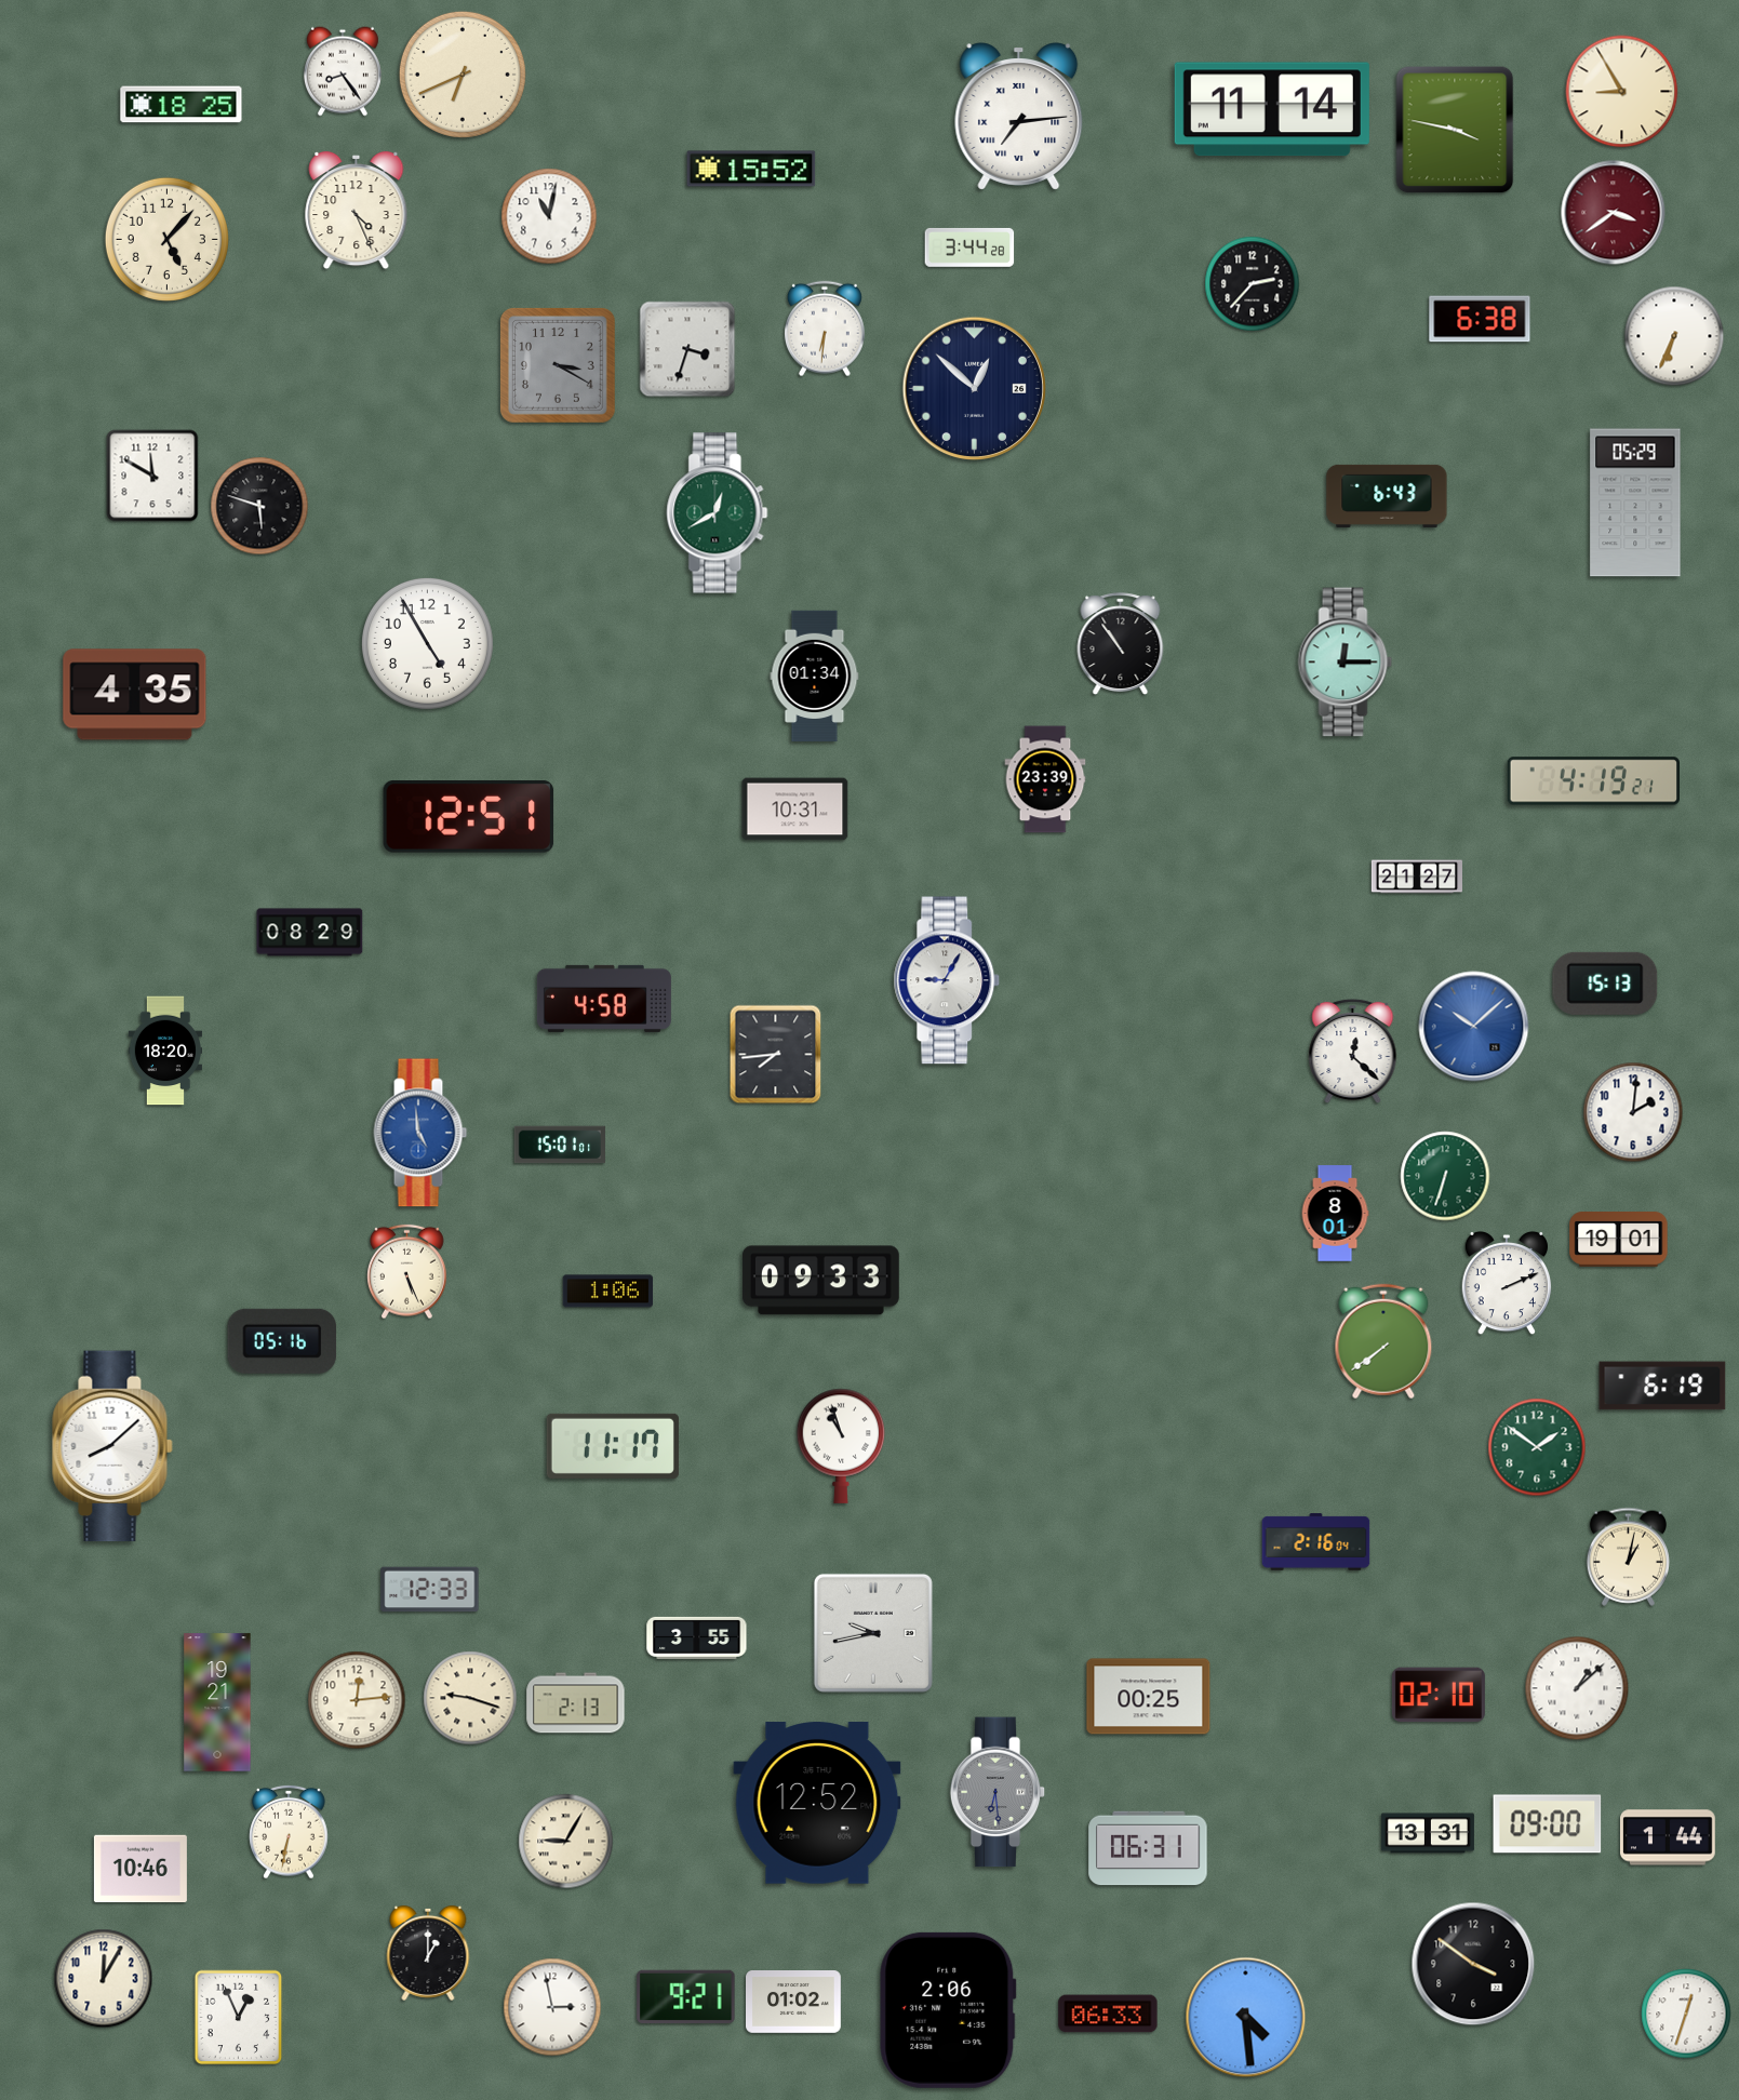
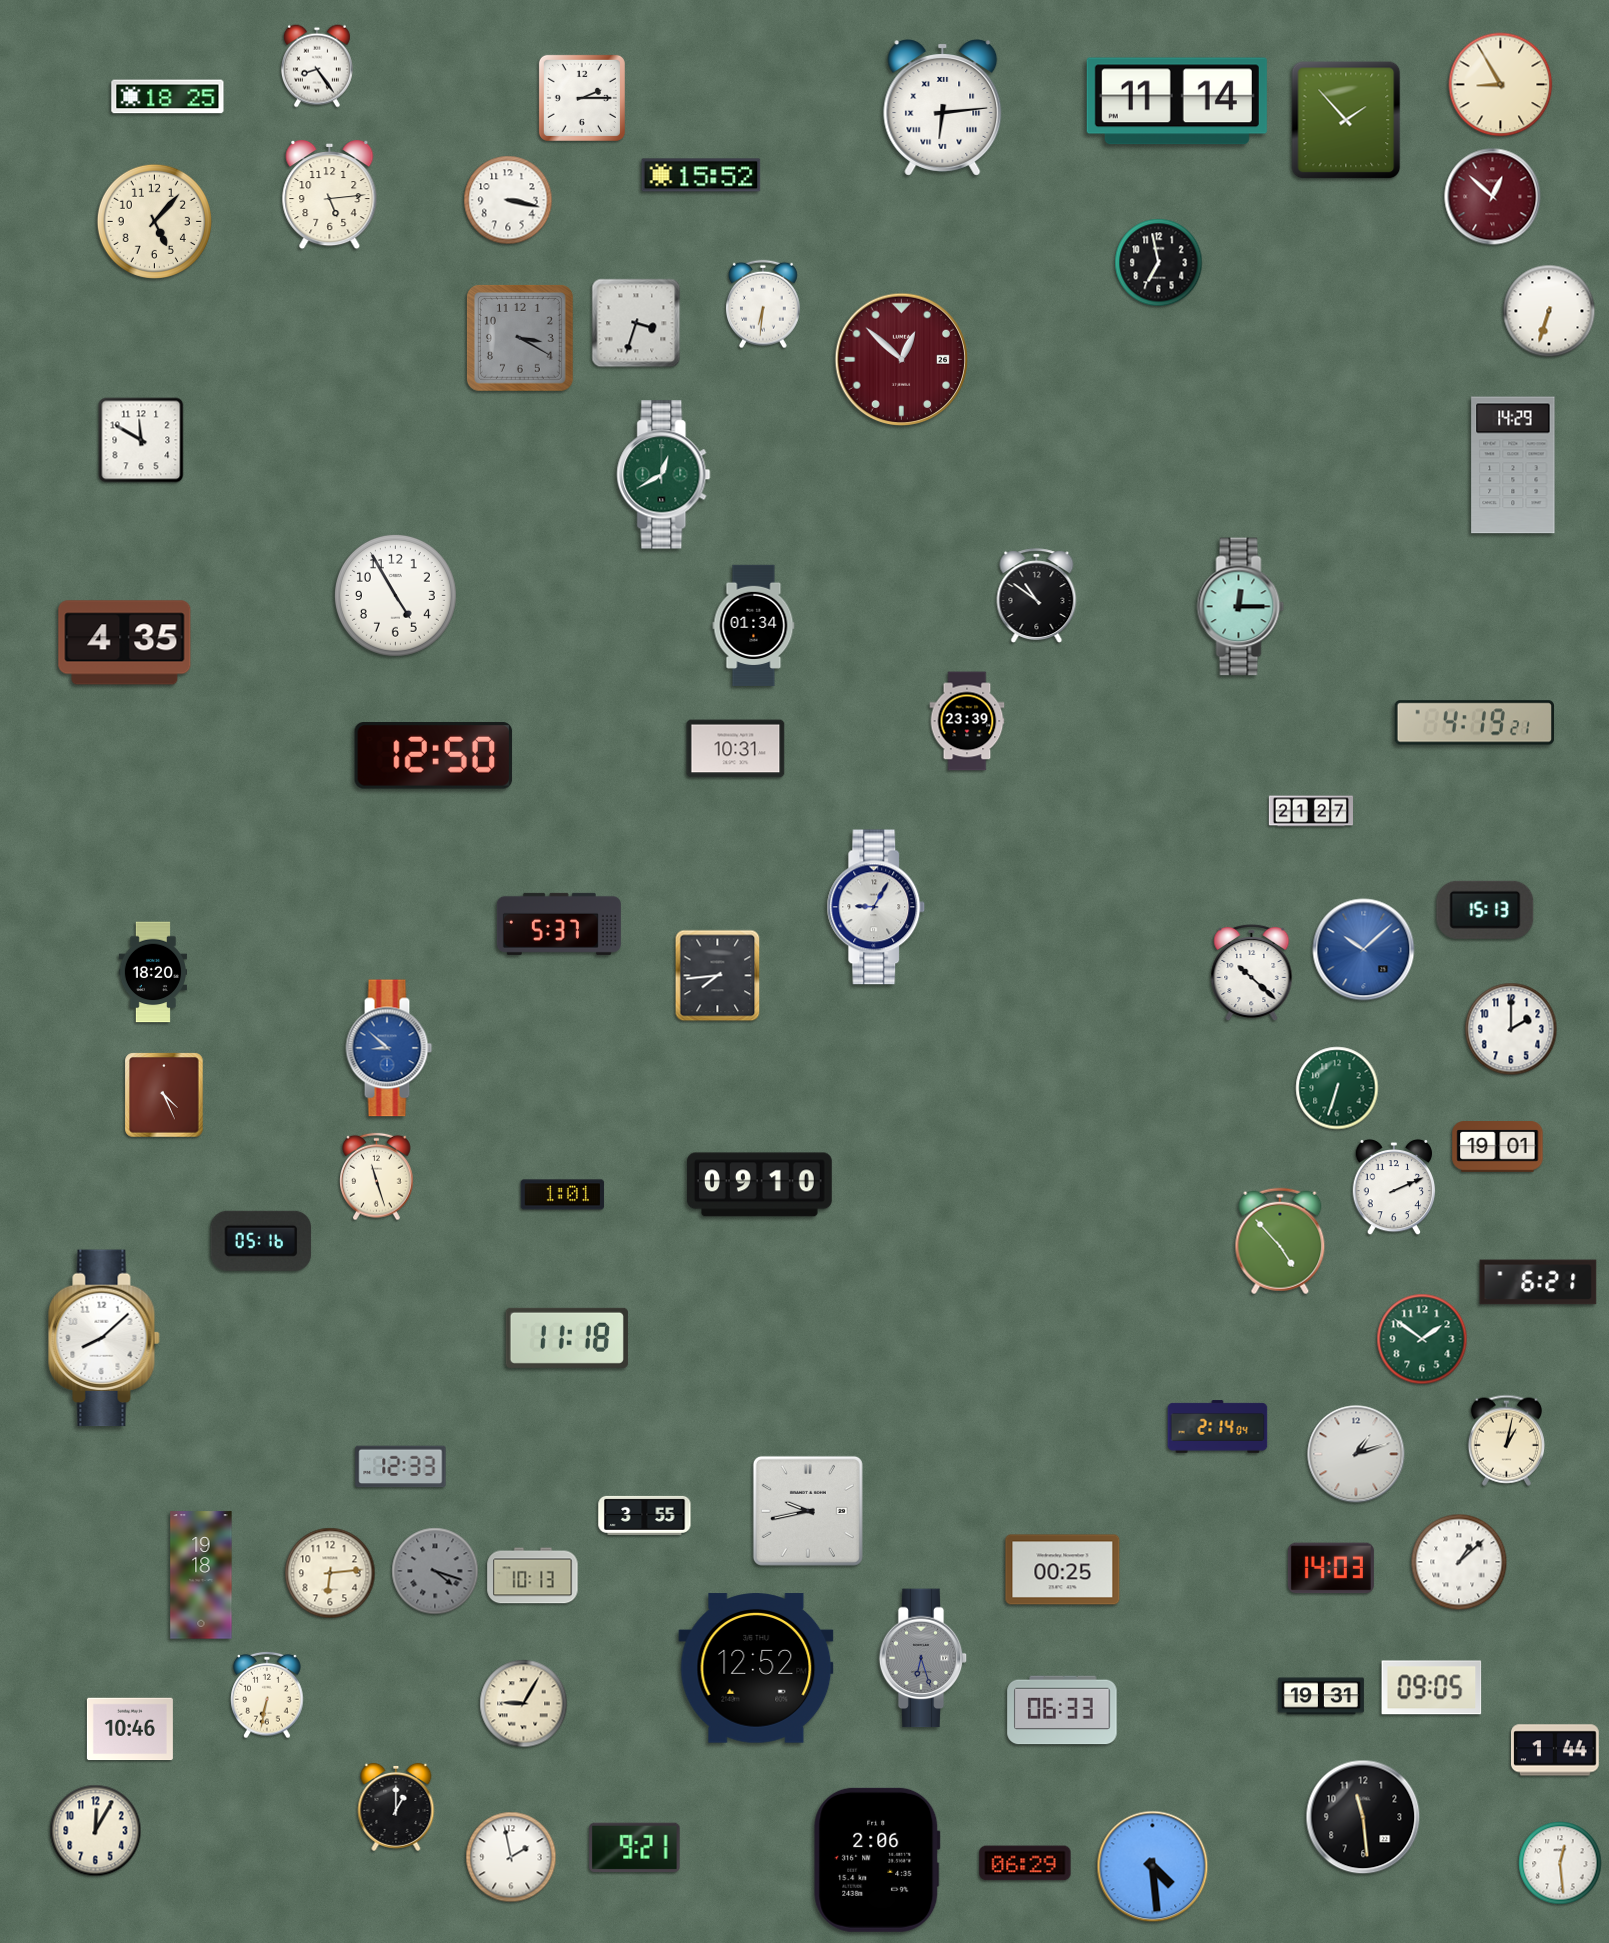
clock at (463, 75): 6:41 -> none
clock at (582, 98): none -> 2:15
clock at (1019, 117): 7:14 -> 6:14
clock at (1455, 130): 3:47 -> 1:53
clock at (751, 169) position: (751, 169) -> (701, 175)
clock at (357, 211): 4:26 -> 5:14
clock at (1614, 213): 3:39 -> 12:52
clock at (549, 216): 11:02 -> 3:17
clock at (969, 248): 3:44 -> none
clock at (1253, 284): 2:37 -> 6:58
clock at (1480, 319): 6:38 -> none
clock at (1674, 336): 6:34 -> 6:33
clock at (558, 365) position: (558, 365) -> (520, 338)
clock at (974, 388) dial: navy -> burgundy
clock at (1387, 496): 6:43 -> none
clock at (1635, 503): 05:29 -> 14:29
clock at (259, 506): 5:48 -> none
clock at (1121, 643): 10:54 -> 10:51
clock at (1346, 663) position: (1346, 663) -> (1241, 607)
clock at (469, 817): 12:51 -> 12:50
clock at (310, 933): 08:29 -> none
clock at (604, 999): 4:58 -> 5:37
clock at (1353, 1052): 12:22 -> 10:22
clock at (1633, 1112): 2:01 -> 2:00
clock at (420, 1133): 4:59 -> 8:52
clock at (560, 1145): 15:01 -> none
clock at (164, 1095): none -> 4:26
clock at (1335, 1214): 8:01 -> none
clock at (407, 1272): 5:26 -> 11:27
clock at (820, 1281): 09:33 -> 09:10
clock at (608, 1292): 1:06 -> 1:01
clock at (1383, 1341): 7:39 -> 4:53
clock at (1662, 1386): 6:19 -> 6:21
clock at (613, 1446): 11:17 -> 11:18
clock at (841, 1446): 10:57 -> none
clock at (1316, 1542): 2:16 -> 2:14
clock at (1356, 1454): none -> 1:12
clock at (430, 1590) position: (430, 1590) -> (401, 1467)
clock at (1439, 1695): 02:10 -> 14:03
clock at (470, 1698): 9:18 -> 4:18
clock at (470, 1698) dial: cream -> grey
clock at (357, 1700): 12:14 -> 6:14
clock at (217, 1702): 19:21 -> 19:18
clock at (576, 1703): 2:13 -> 10:13
clock at (998, 1792): 6:29 -> 6:27
clock at (1548, 1824): 09:00 -> 09:05
clock at (1428, 1833): 13:31 -> 19:31
clock at (1669, 1837) position: (1669, 1837) -> (1556, 1750)
clock at (1148, 1848): 06:31 -> 06:33
clock at (1473, 1964): 3:51 -> 11:29
clock at (794, 2003): 01:02 -> none
clock at (552, 2007): 2:58 -> 1:58
clock at (1108, 2014): 06:33 -> 06:29
clock at (1686, 2014): 12:33 -> 12:29
clock at (239, 2018): 12:56 -> none
